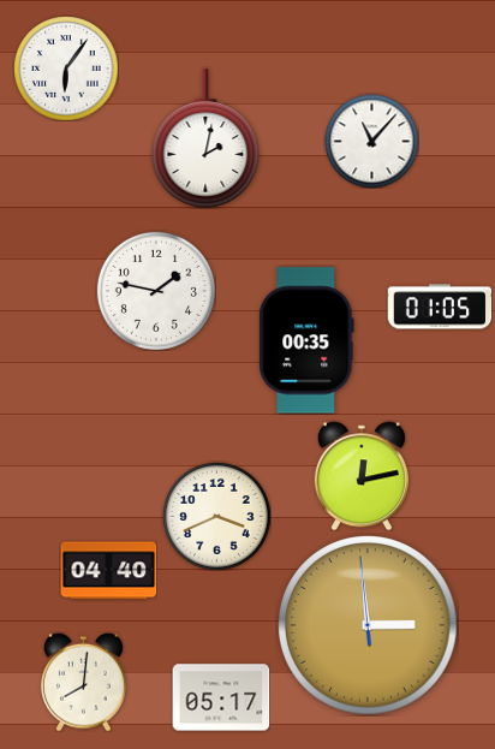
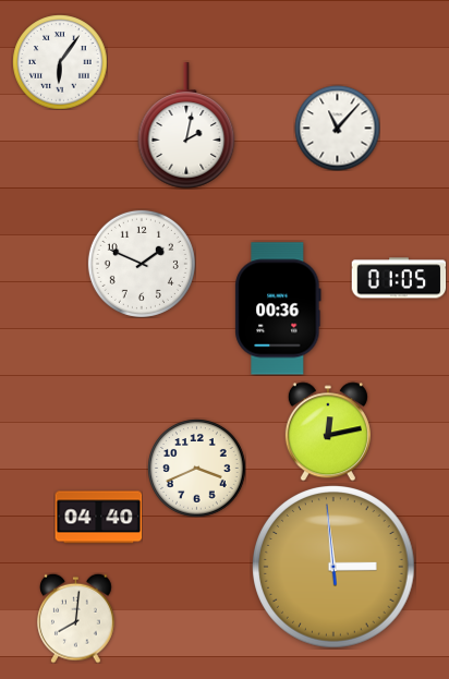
clock at (156, 291): 1:47 -> 1:49
clock at (306, 340): 00:35 -> 00:36
clock at (221, 697): 05:17 -> none
